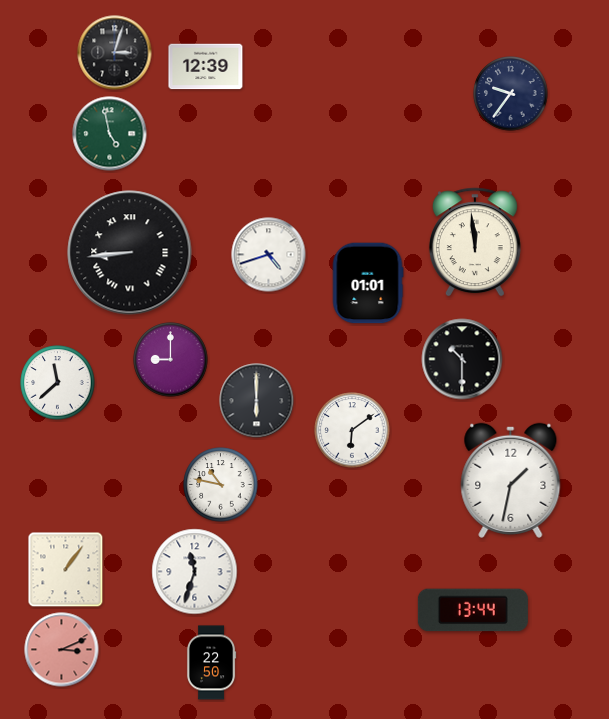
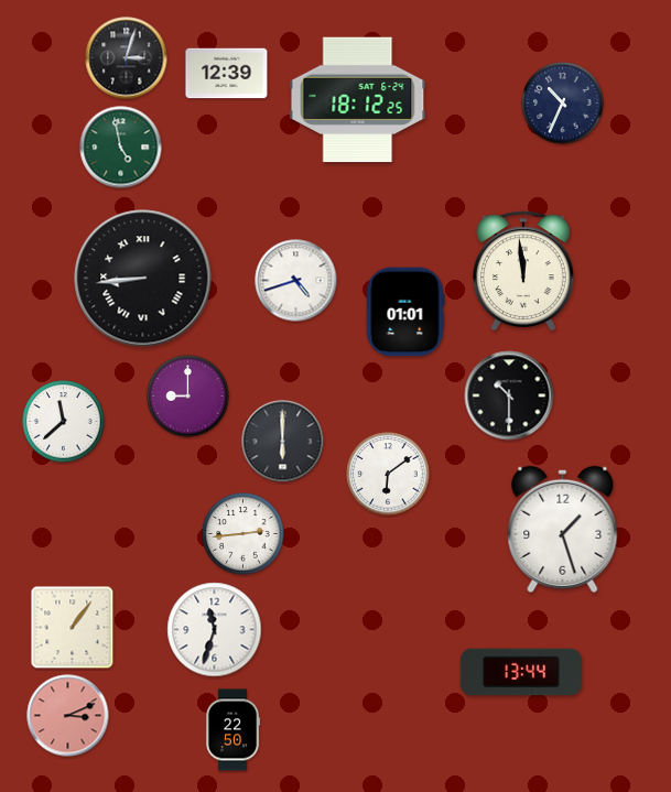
clock at (358, 100): none -> 18:12
clock at (511, 94): 9:36 -> 10:34
clock at (475, 242) position: (475, 242) -> (523, 271)
clock at (511, 480): 1:32 -> 1:27
clock at (221, 485): 10:47 -> 2:44
